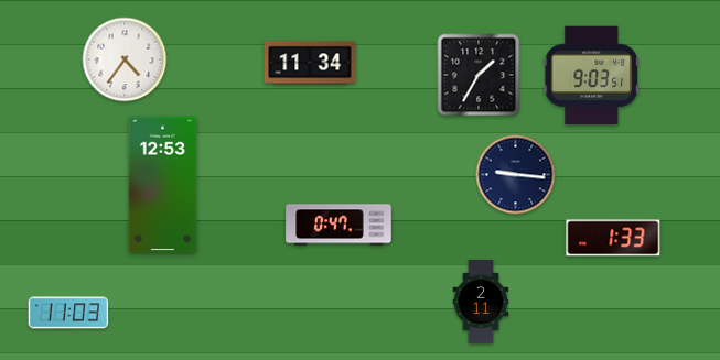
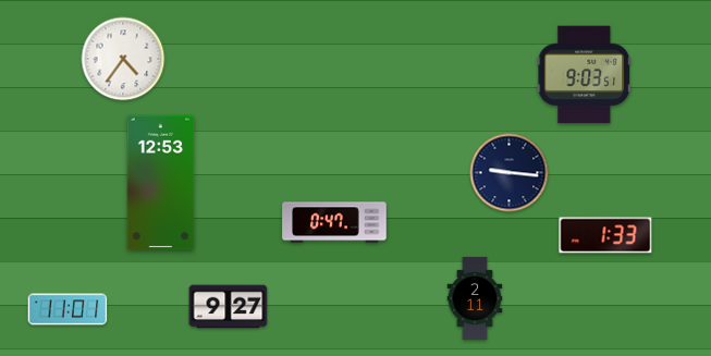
clock at (310, 63): 11:34 -> none
clock at (479, 75): 1:35 -> none
clock at (229, 307): none -> 9:27
clock at (68, 313): 11:03 -> 11:01
